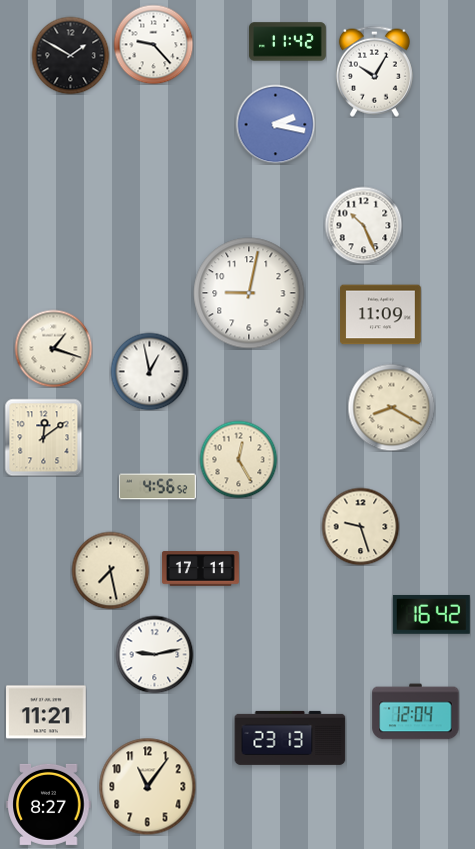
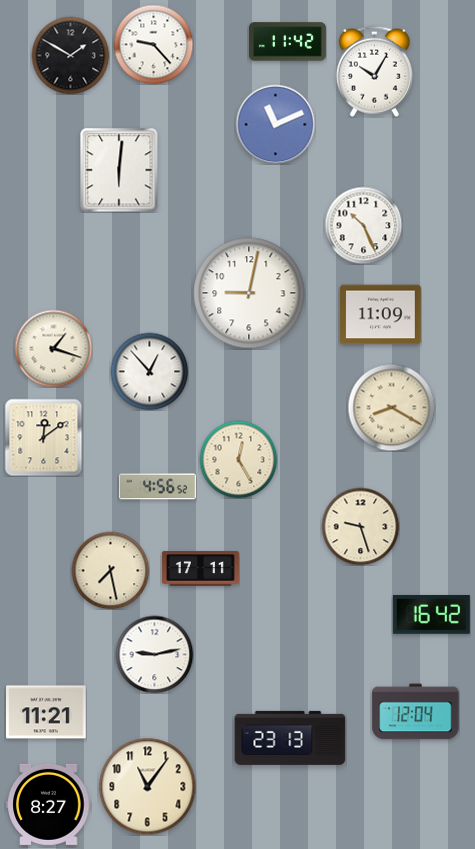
clock at (275, 124): 2:17 -> 11:11
clock at (119, 170): none -> 6:01
clock at (149, 371): 12:58 -> 12:53
